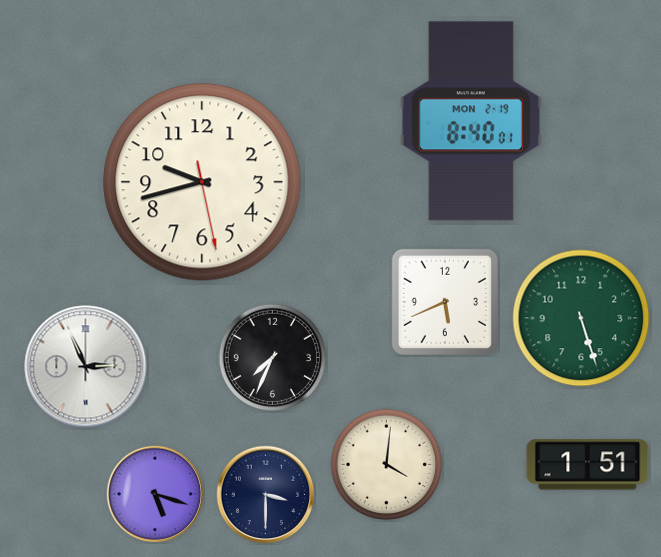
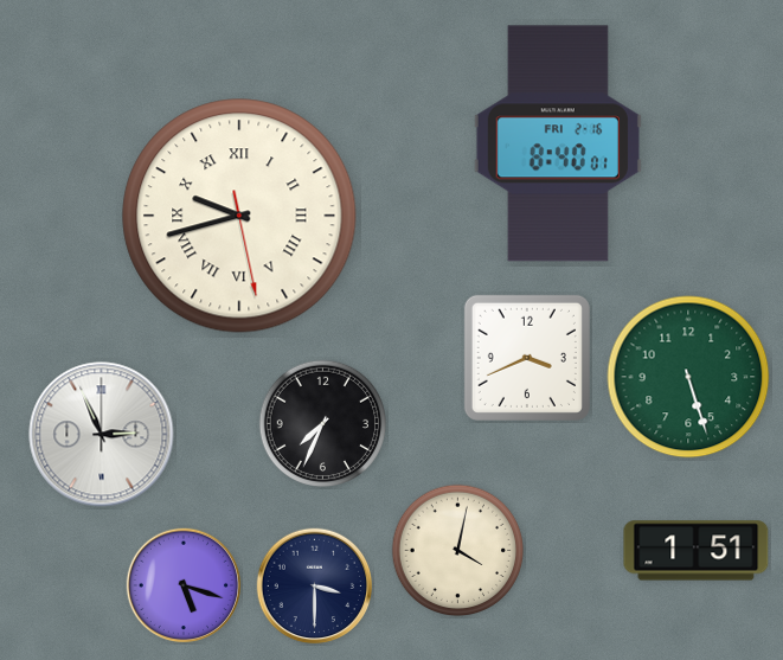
clock at (471, 121) date: MON 2-19 -> FRI 2-16
clock at (202, 182) numerals: Arabic -> Roman
clock at (445, 302): 5:41 -> 3:41
clock at (387, 465): 4:01 -> 4:02
